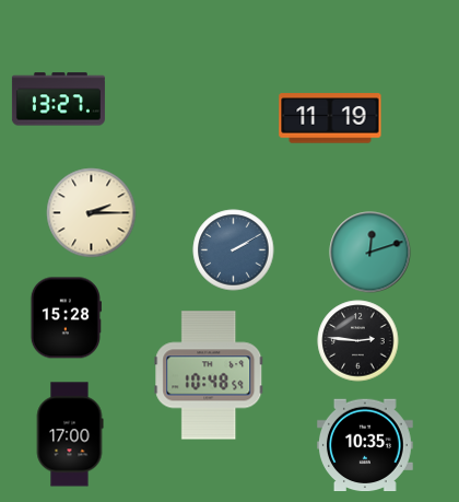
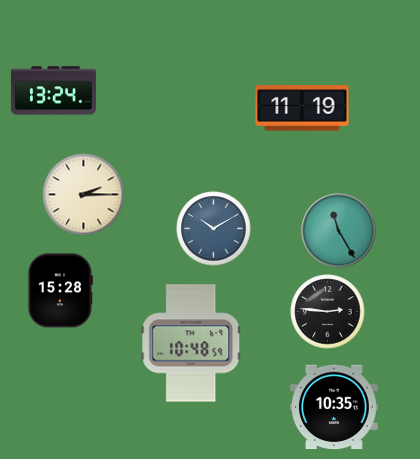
clock at (58, 100): 13:27 -> 13:24
clock at (234, 250): 2:10 -> 10:10
clock at (370, 253): 12:12 -> 11:25
clock at (70, 434): 17:00 -> none
